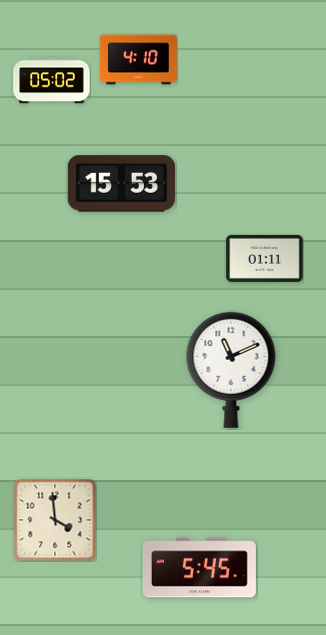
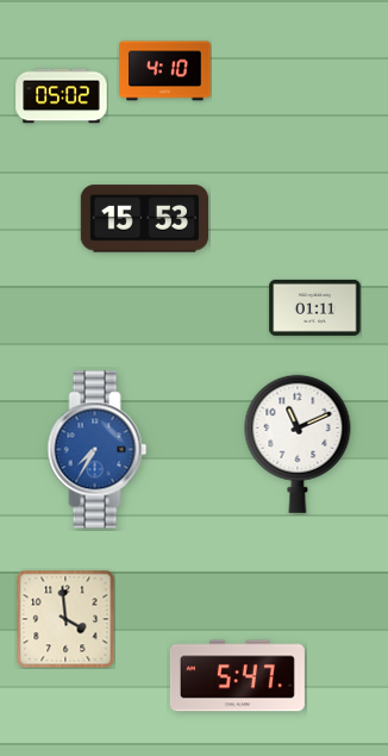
clock at (231, 370) position: (231, 370) -> (298, 444)
clock at (98, 450): none -> 7:35
clock at (199, 568): 5:45 -> 5:47
